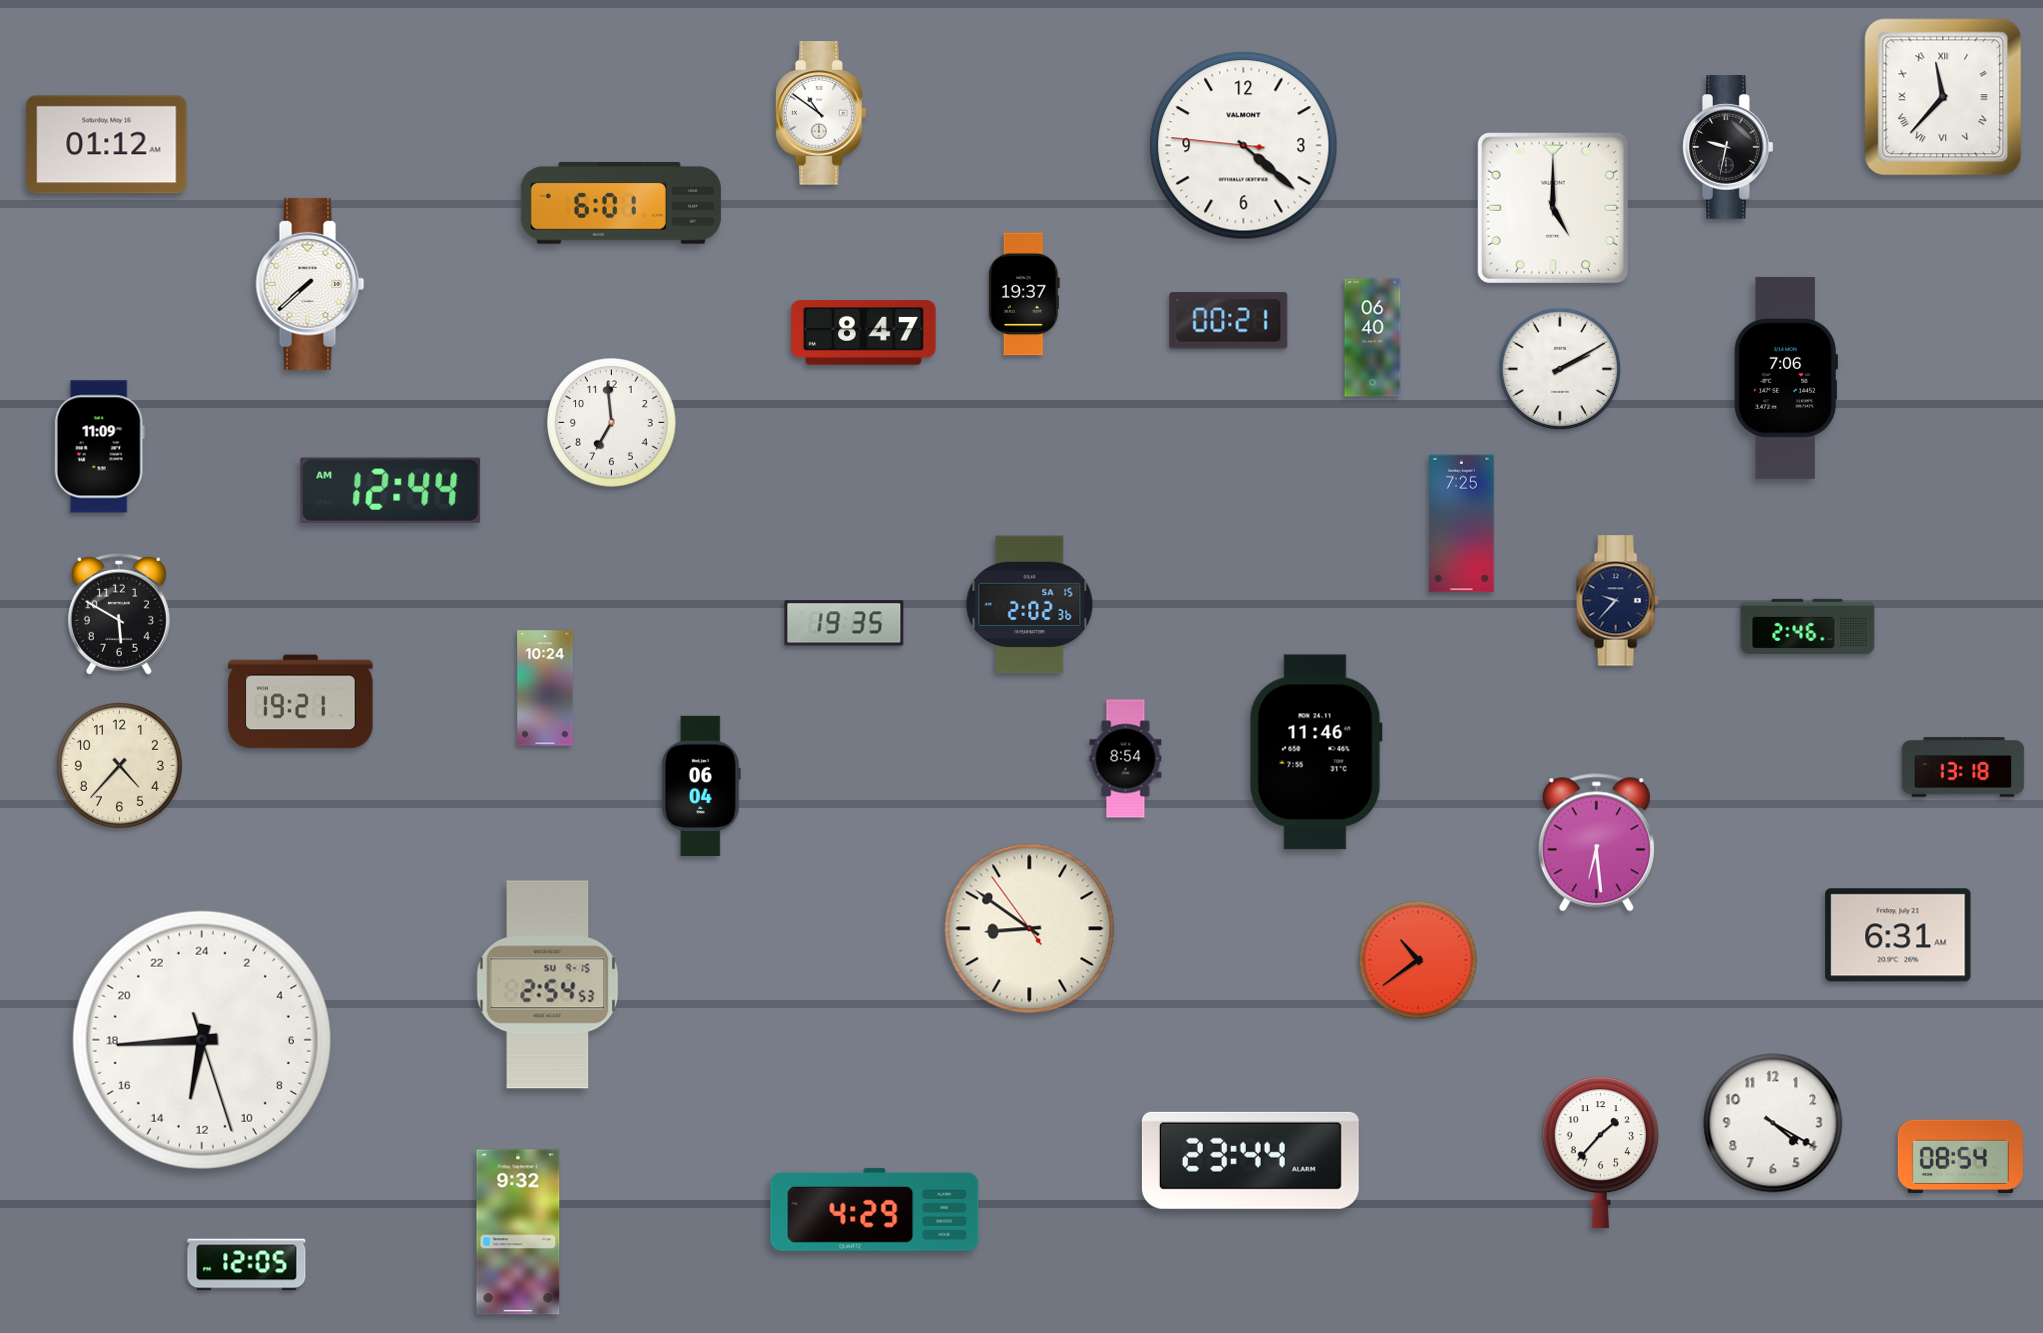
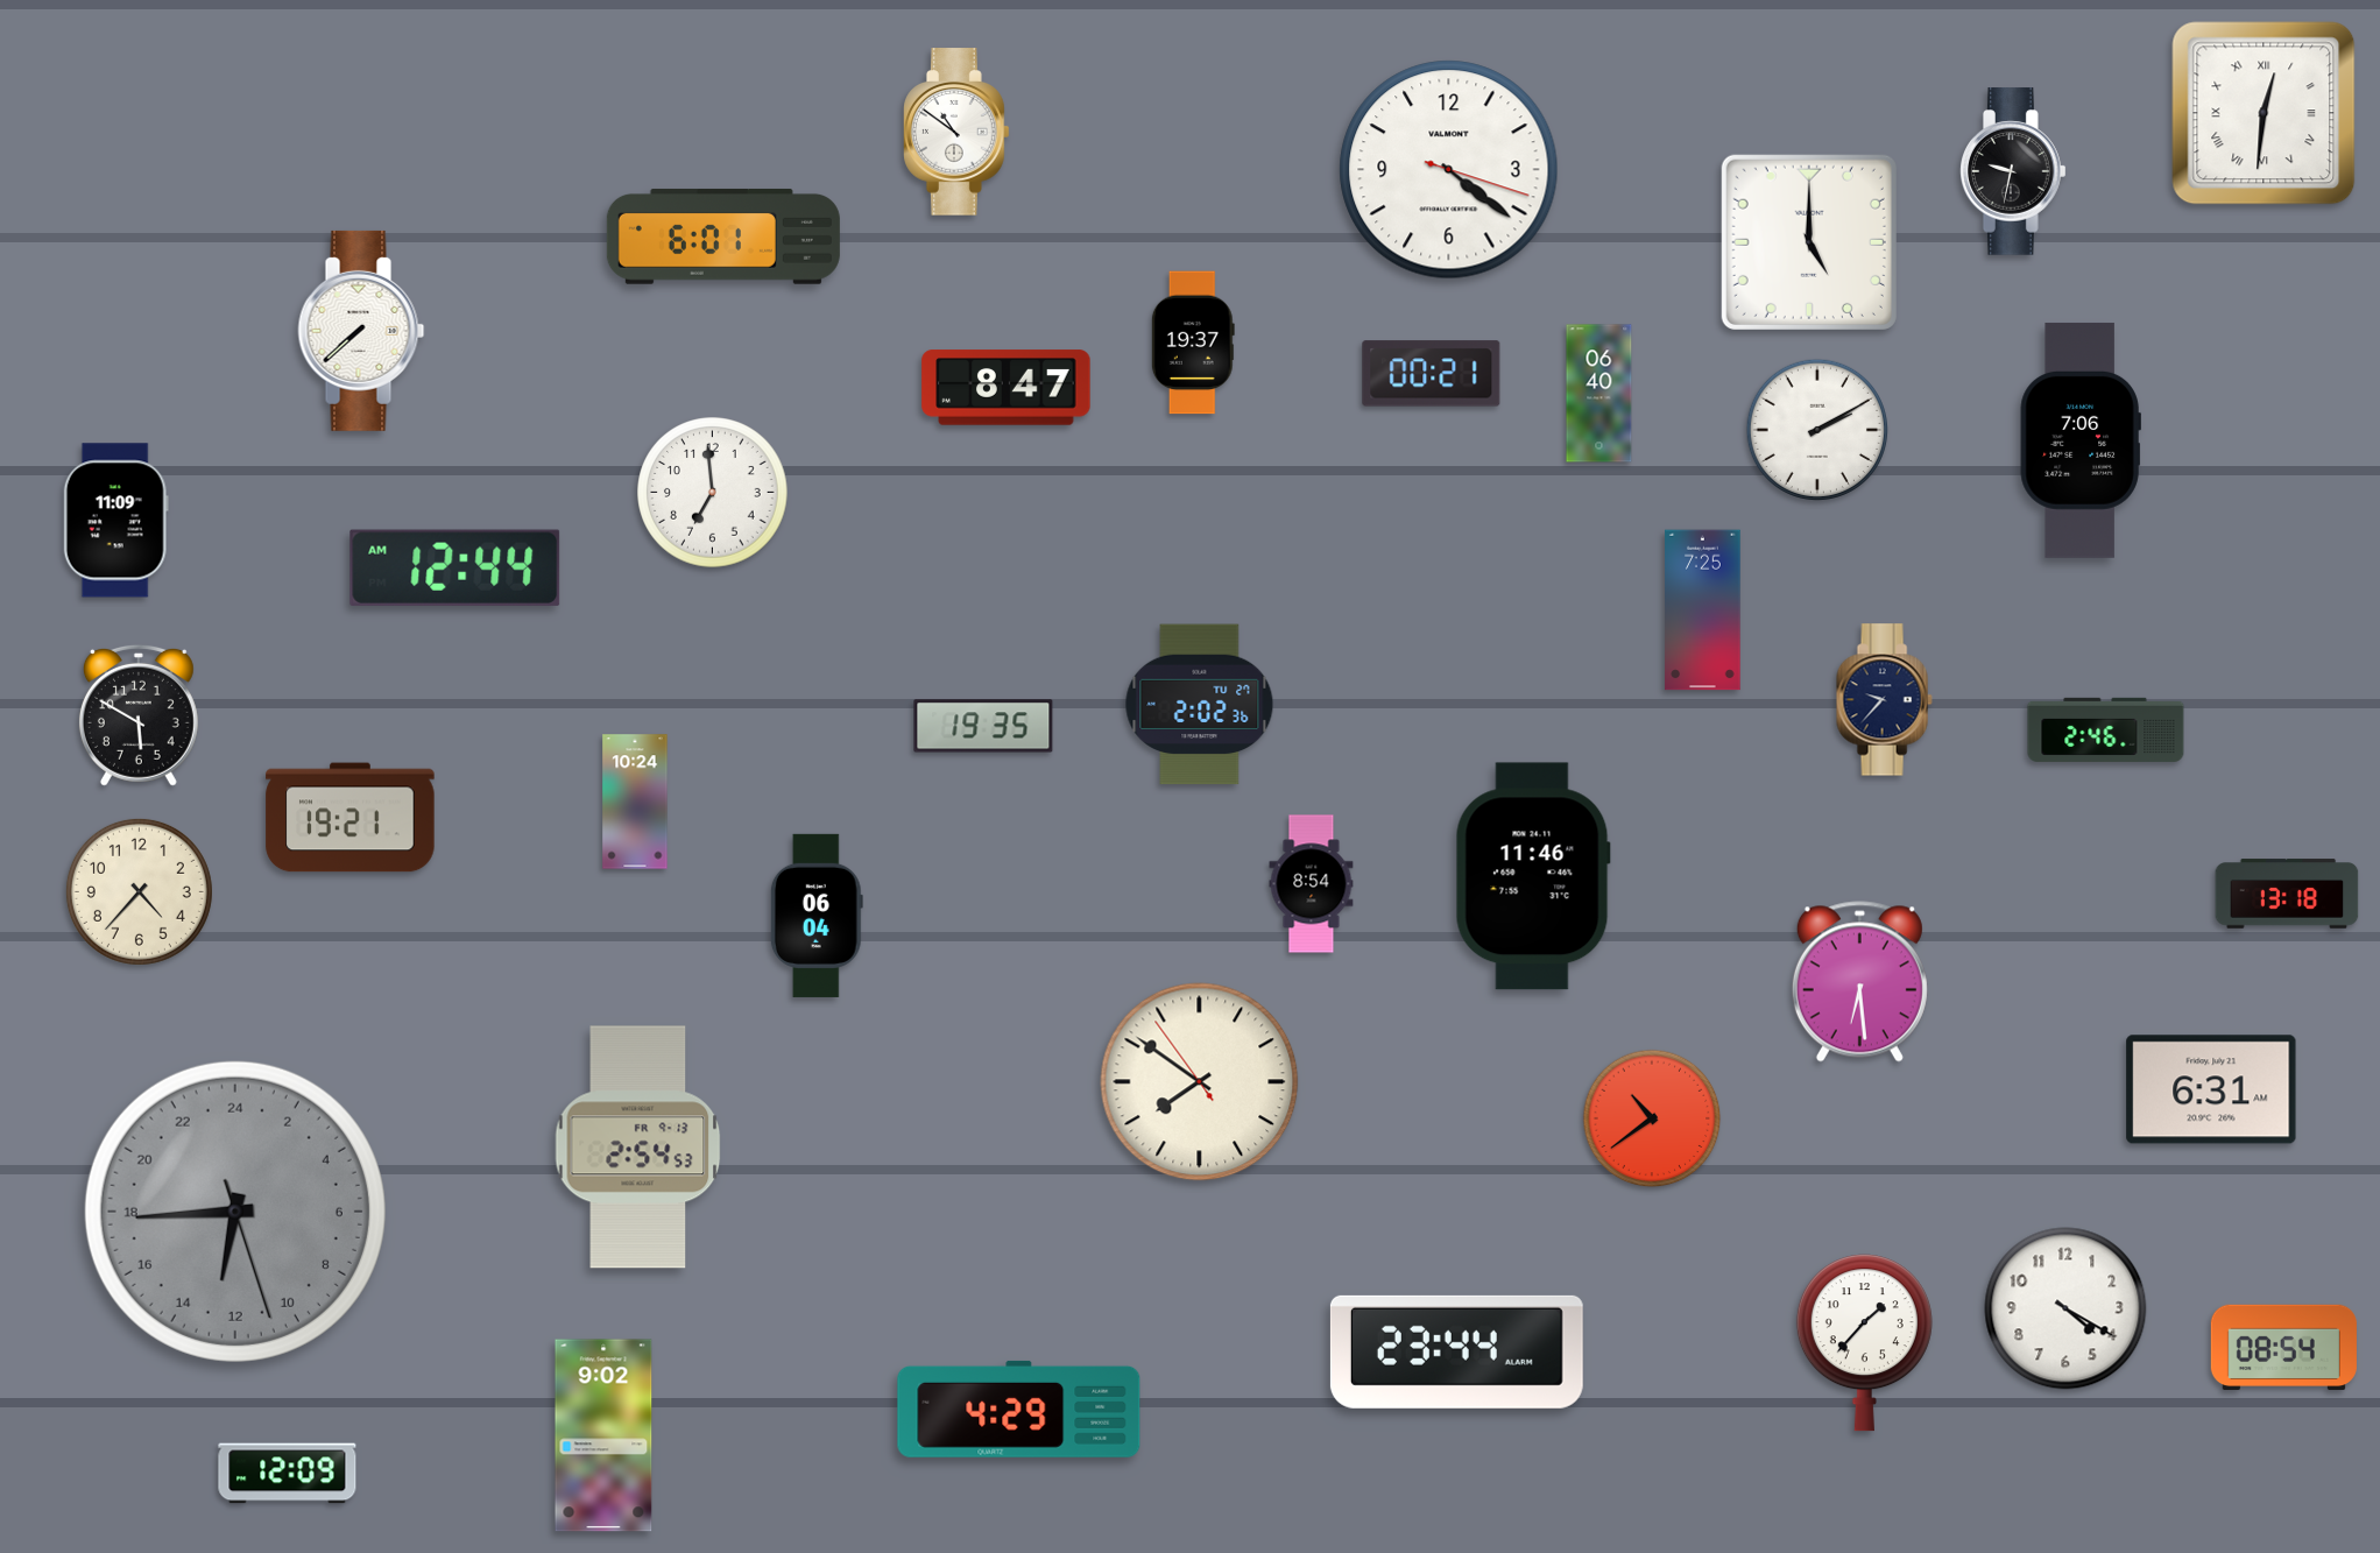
clock at (1943, 97): 11:37 -> 12:31
clock at (107, 145): 01:12 -> none
clock at (1244, 146): 4:21:46 -> 4:21:18
clock at (391, 490) position: (391, 490) -> (455, 567)
clock at (1030, 605) date: SA 15 -> TU 27
clock at (1030, 929): 8:50 -> 7:50
clock at (548, 985) date: SU 9-15 -> FR 9-13
clock at (202, 1040) dial: white -> grey
clock at (518, 1232): 9:32 -> 9:02
clock at (247, 1265): 12:05 -> 12:09
